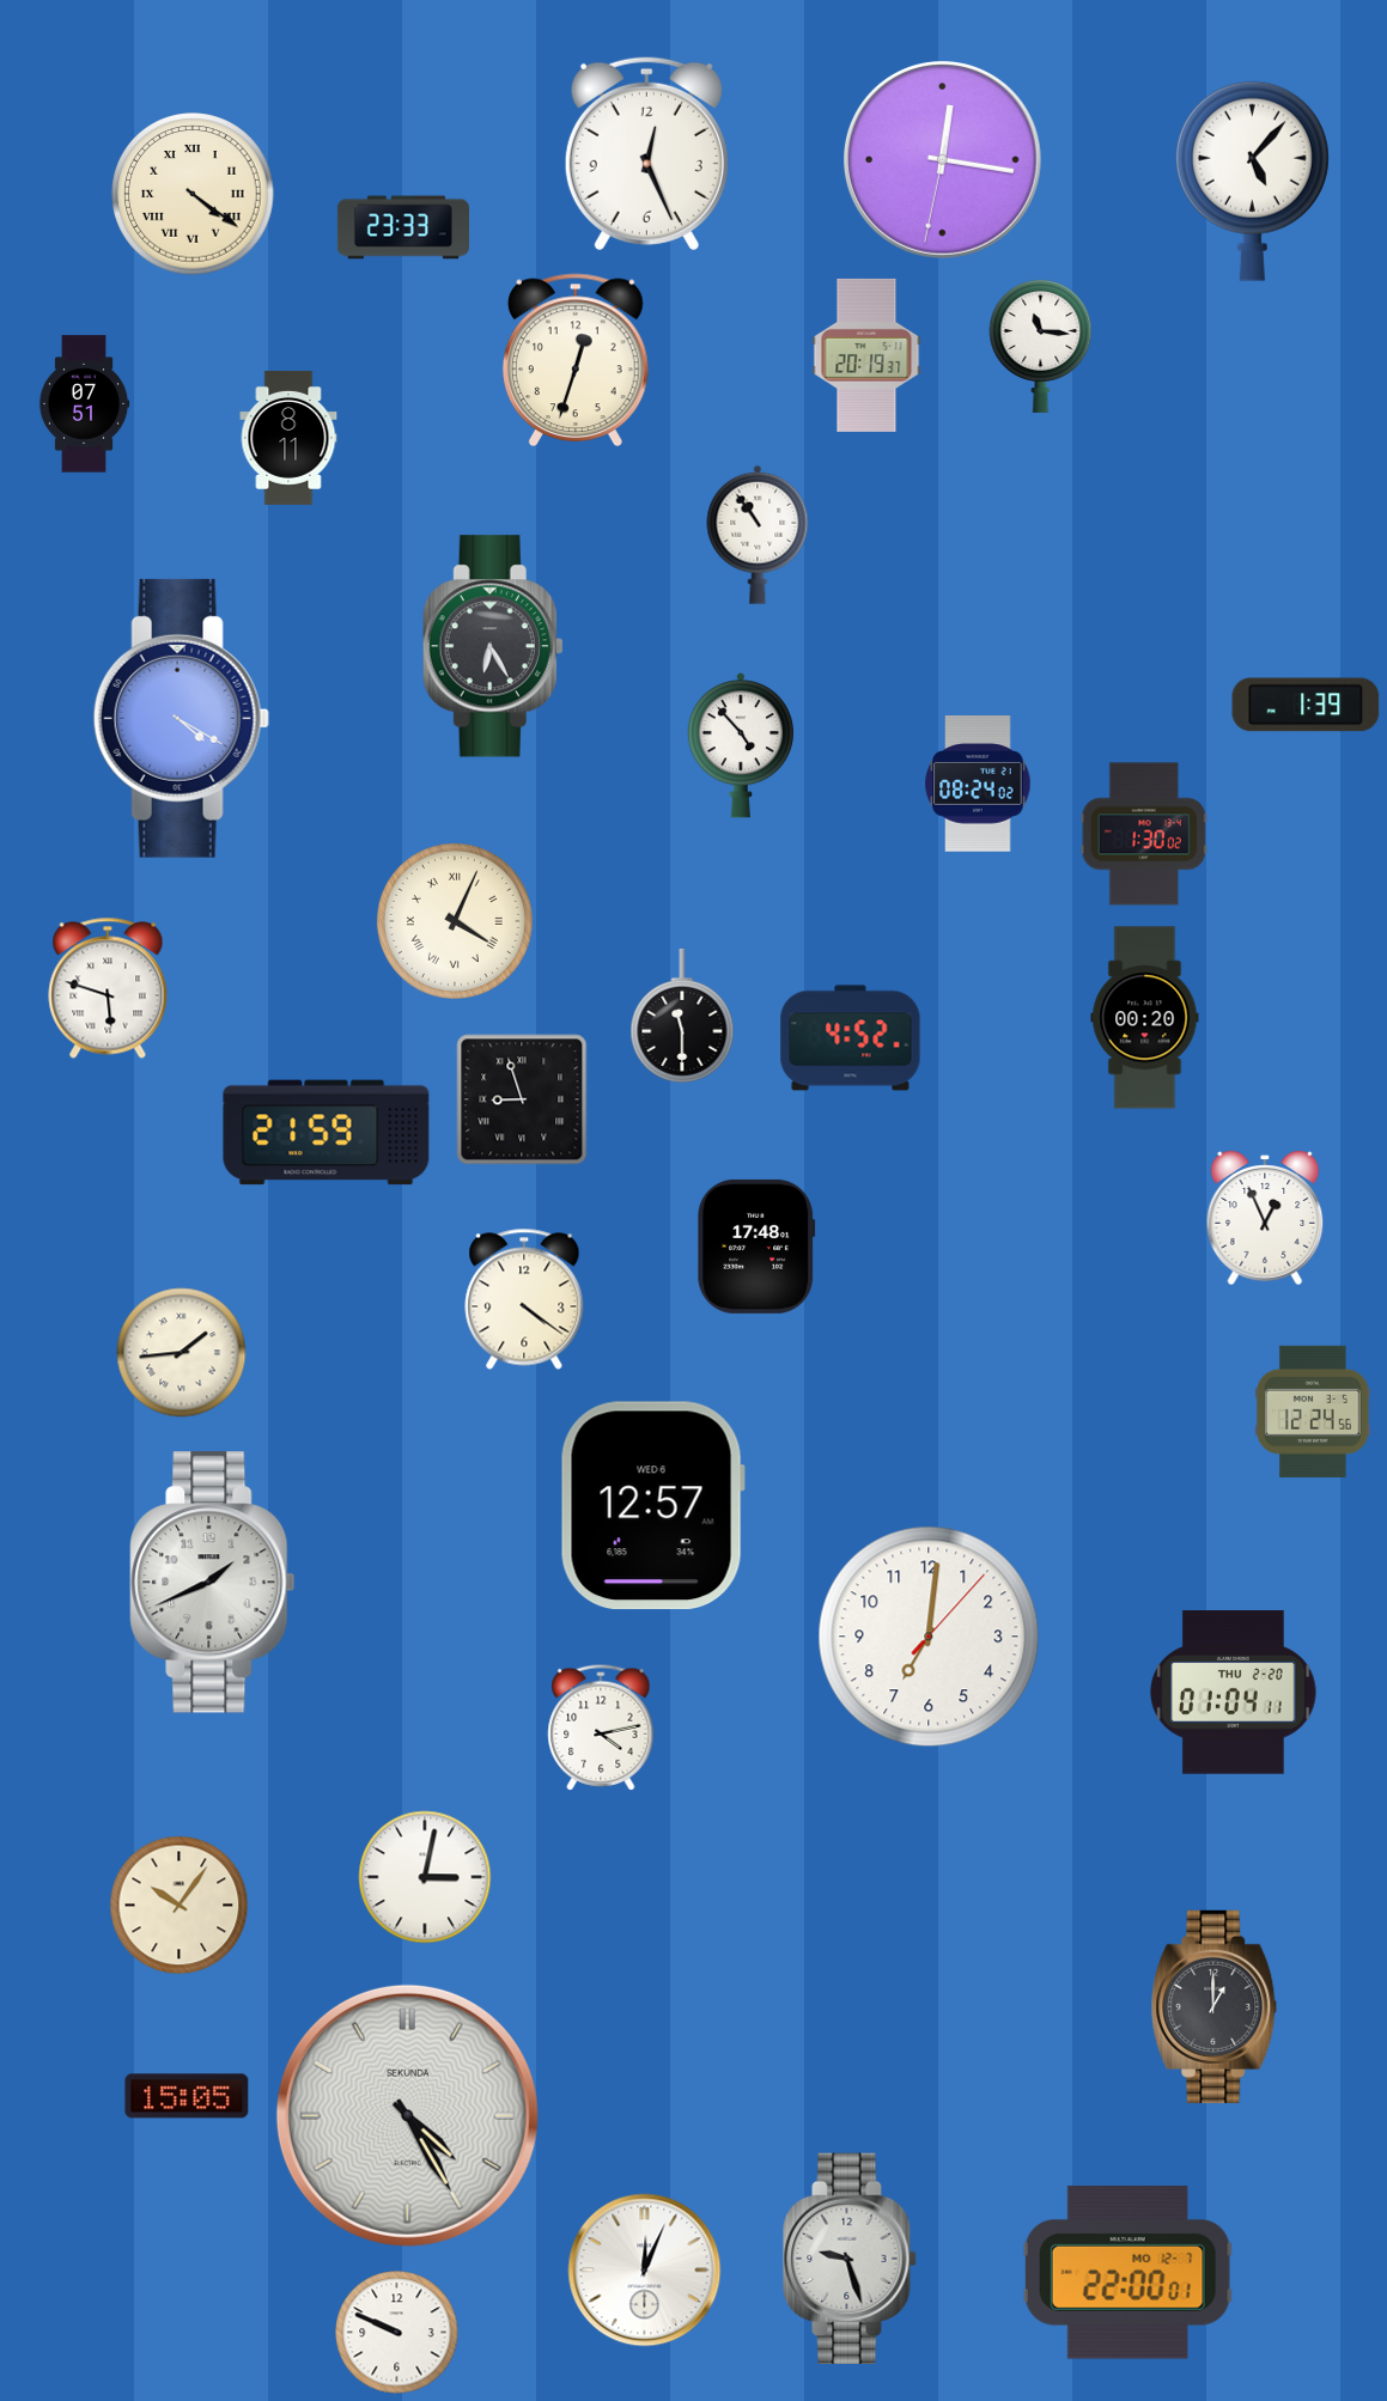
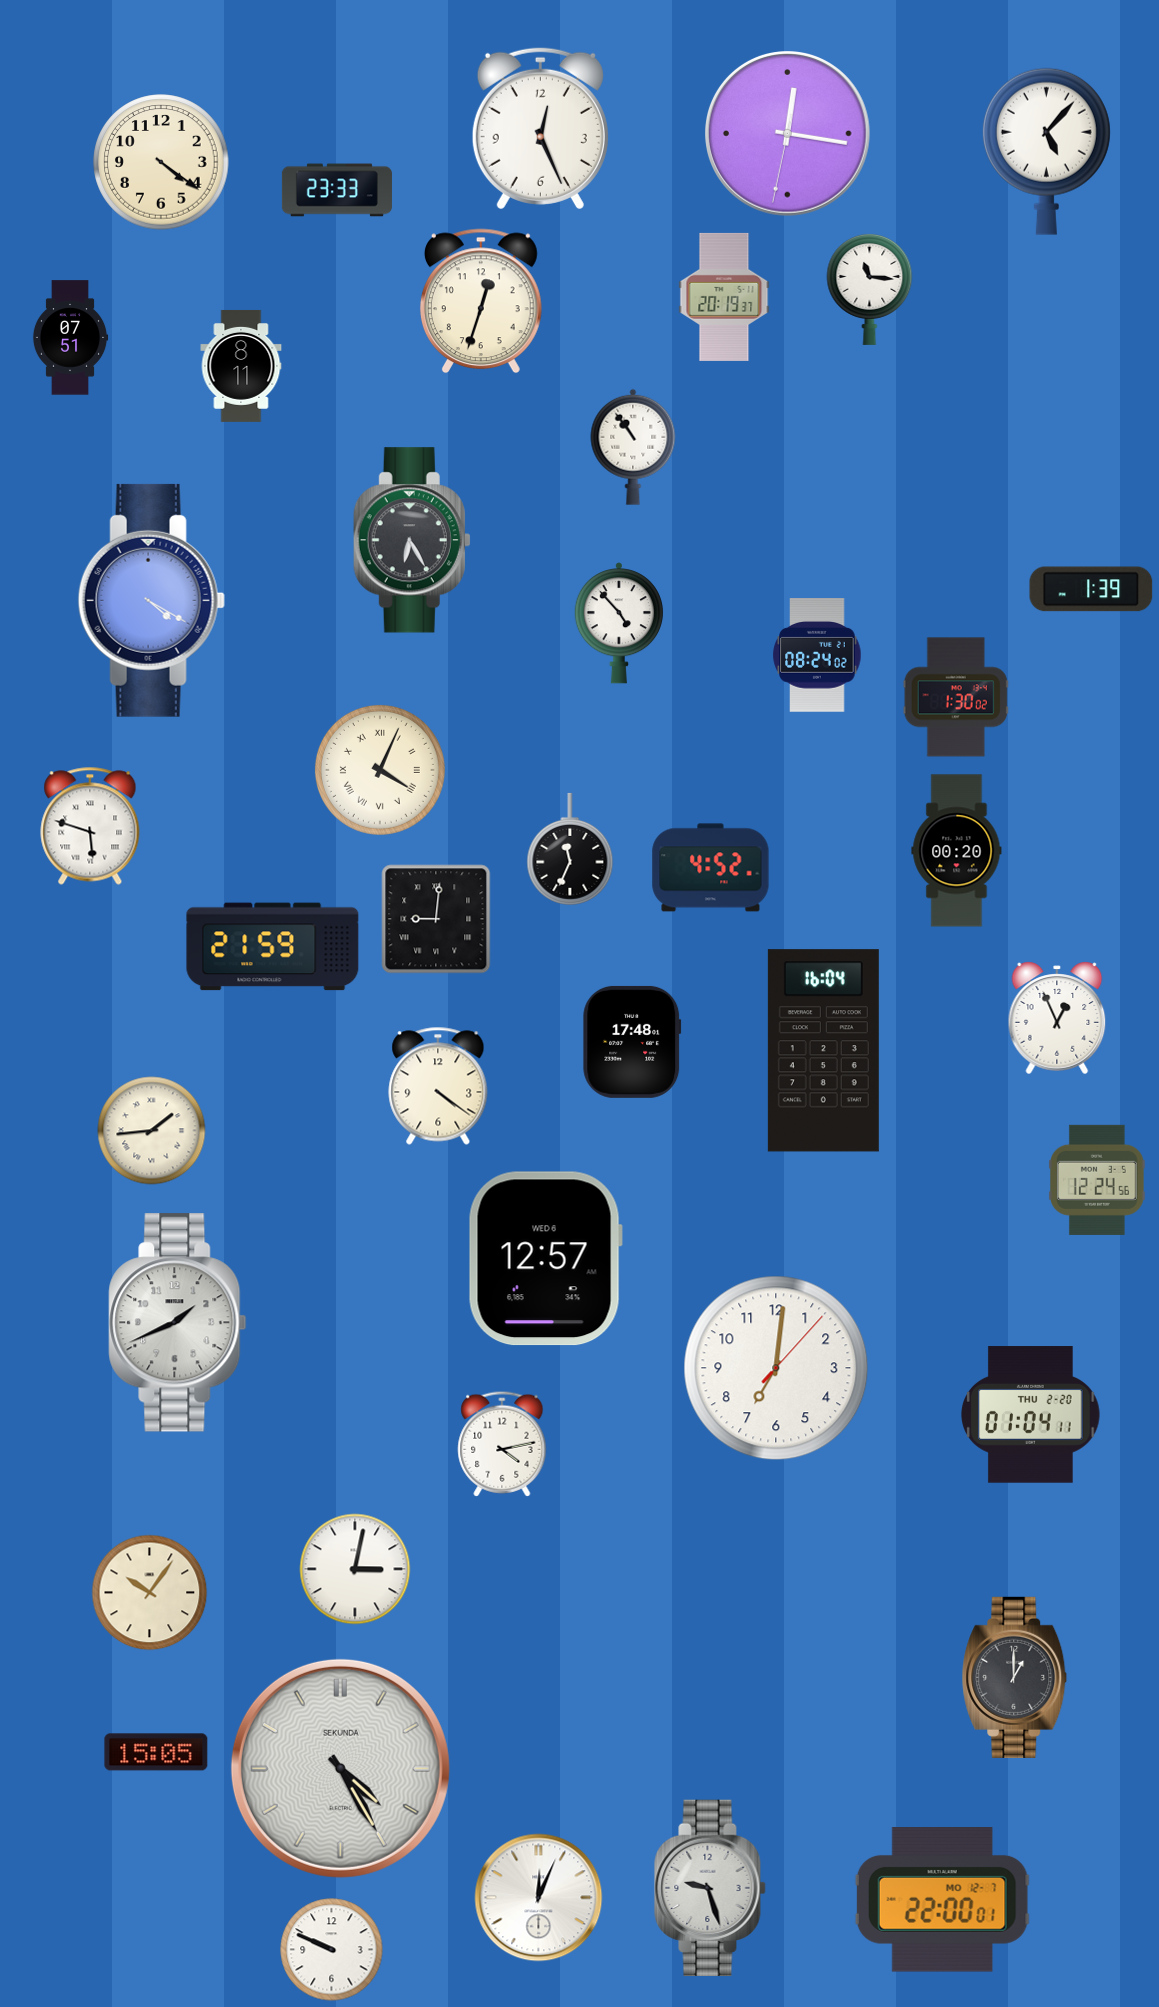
clock at (193, 194) numerals: Roman -> Arabic
clock at (682, 1016): 11:30 -> 11:34
clock at (522, 1099): 8:57 -> 9:01
clock at (823, 1051): none -> 16:04
